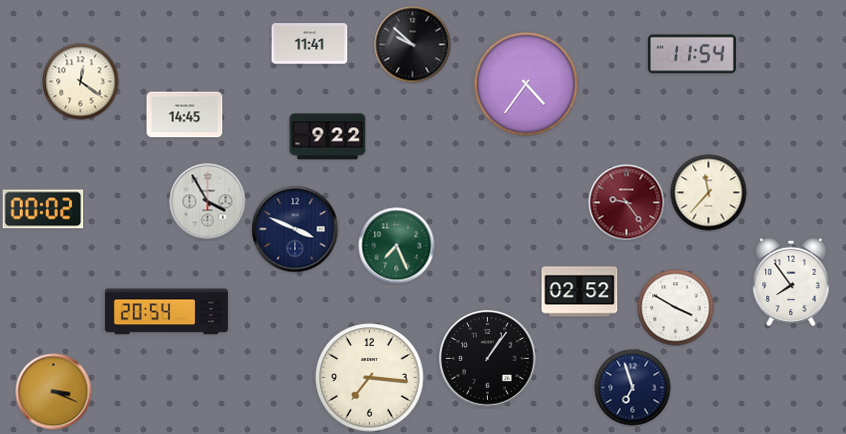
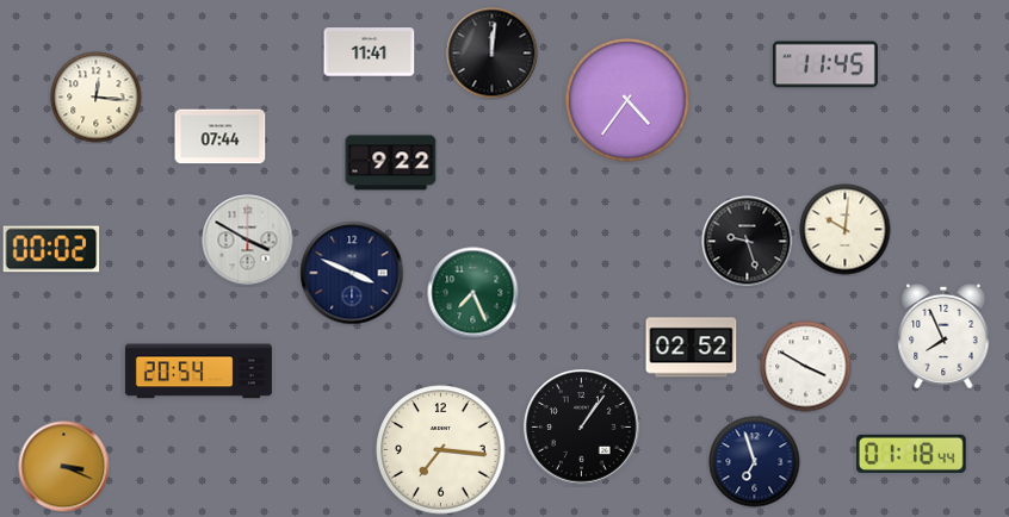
clock at (413, 45): 9:52 -> 12:01
clock at (692, 54): 11:54 -> 11:45
clock at (81, 82): 12:21 -> 12:16
clock at (185, 115): 14:45 -> 07:44
clock at (709, 193): 11:37 -> 10:01
clock at (208, 202): 3:55 -> 3:50
clock at (627, 203): 9:24 -> 9:27
clock at (627, 203) dial: burgundy -> black
clock at (791, 281): 7:54 -> 7:56
clock at (911, 454): none -> 01:18
